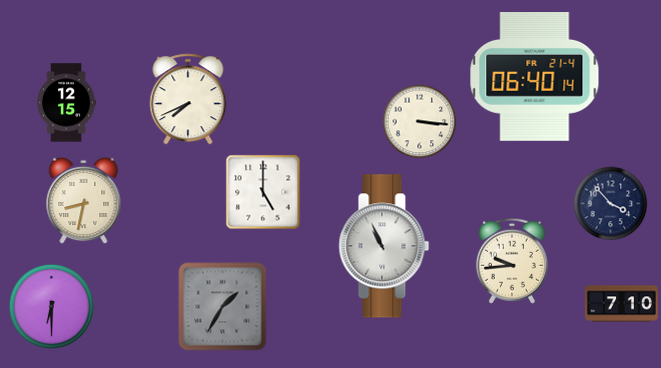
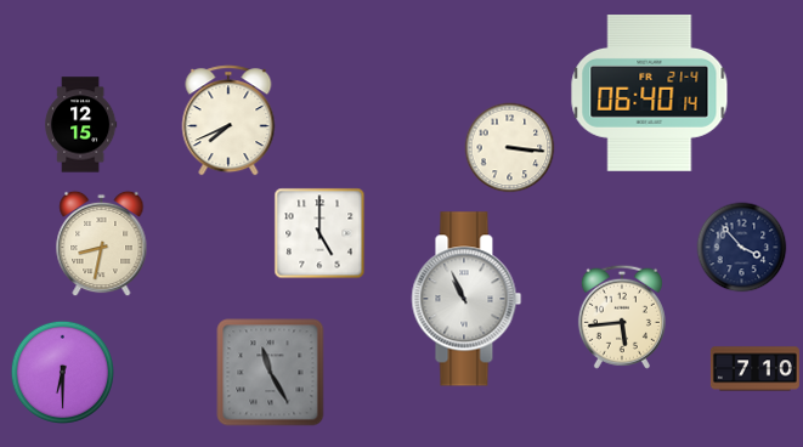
clock at (512, 261): 9:44 -> 5:44
clock at (223, 307): 1:35 -> 11:25
